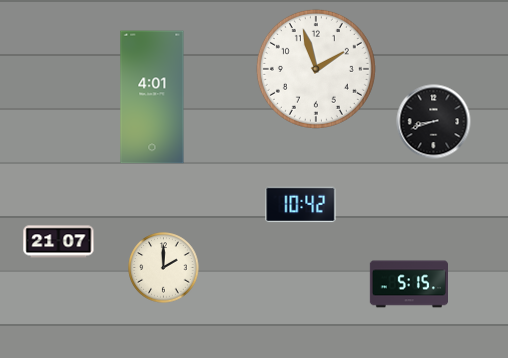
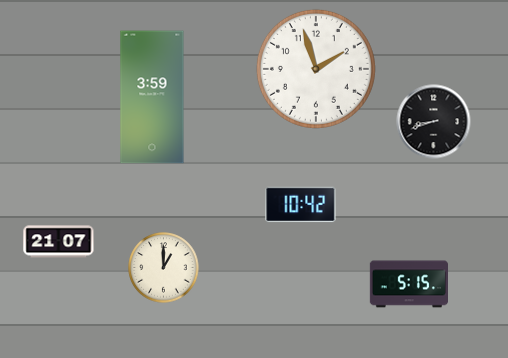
clock at (152, 97): 4:01 -> 3:59
clock at (164, 268): 2:00 -> 1:00
